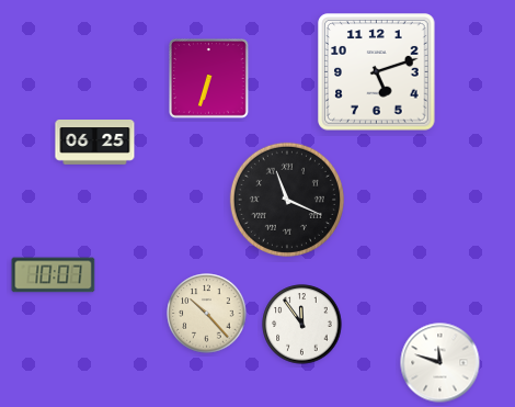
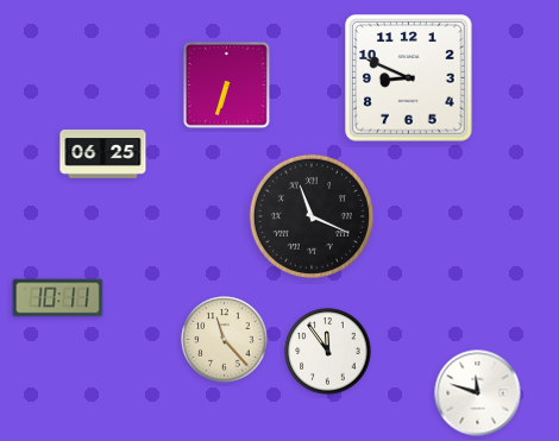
clock at (377, 72): 5:12 -> 8:49
clock at (54, 275): 10:07 -> 10:11
clock at (207, 314): 10:23 -> 11:23
